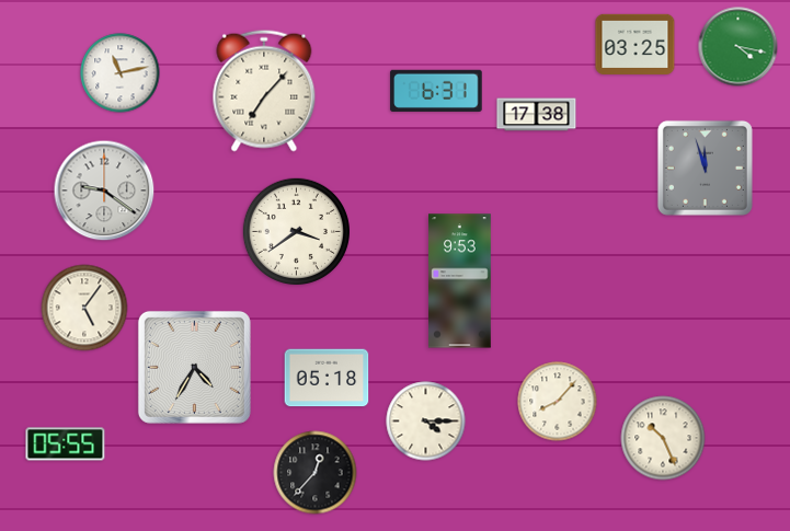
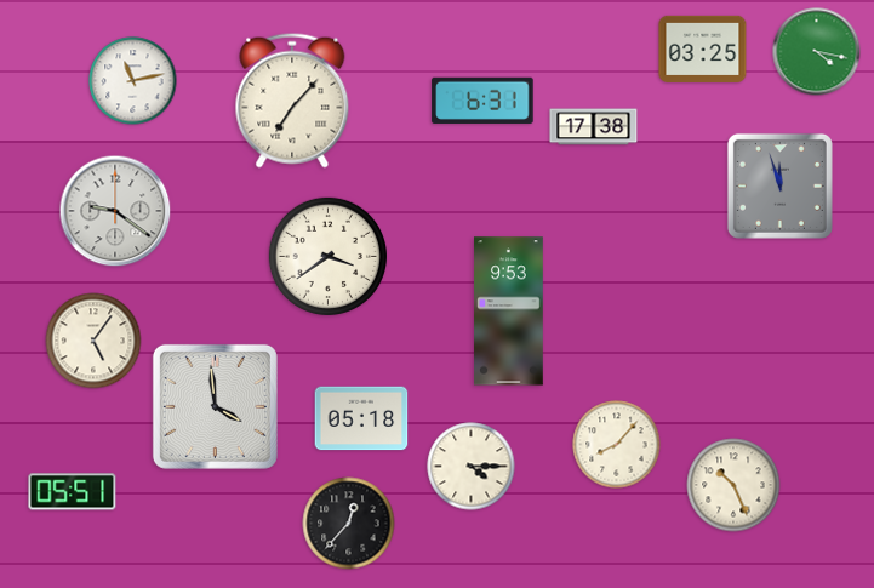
clock at (194, 367): 4:35 -> 3:59
clock at (66, 445): 05:55 -> 05:51
